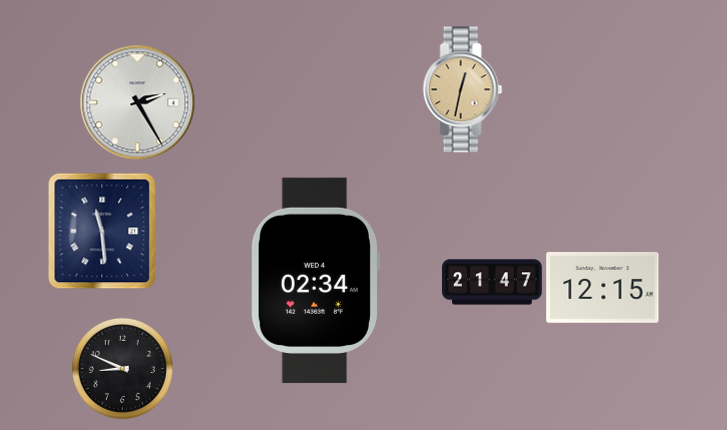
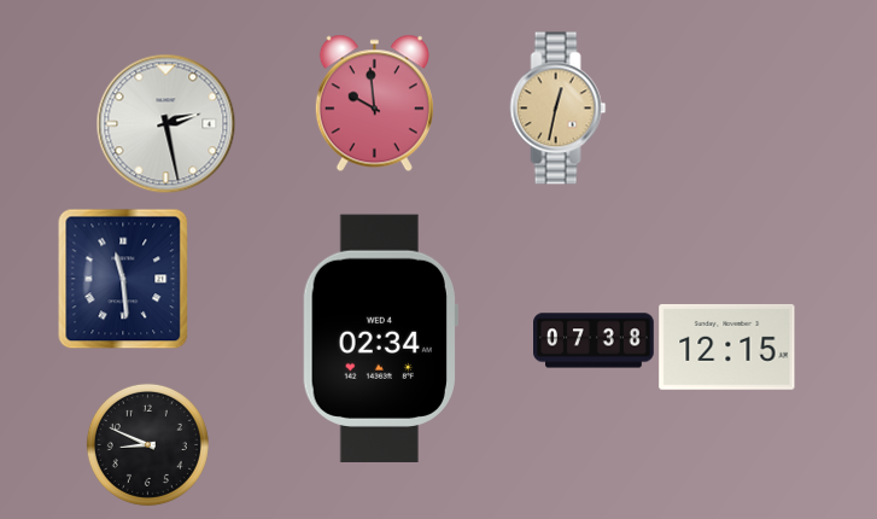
clock at (374, 103): none -> 9:59
clock at (137, 102): 2:25 -> 2:28
clock at (493, 282): 21:47 -> 07:38
